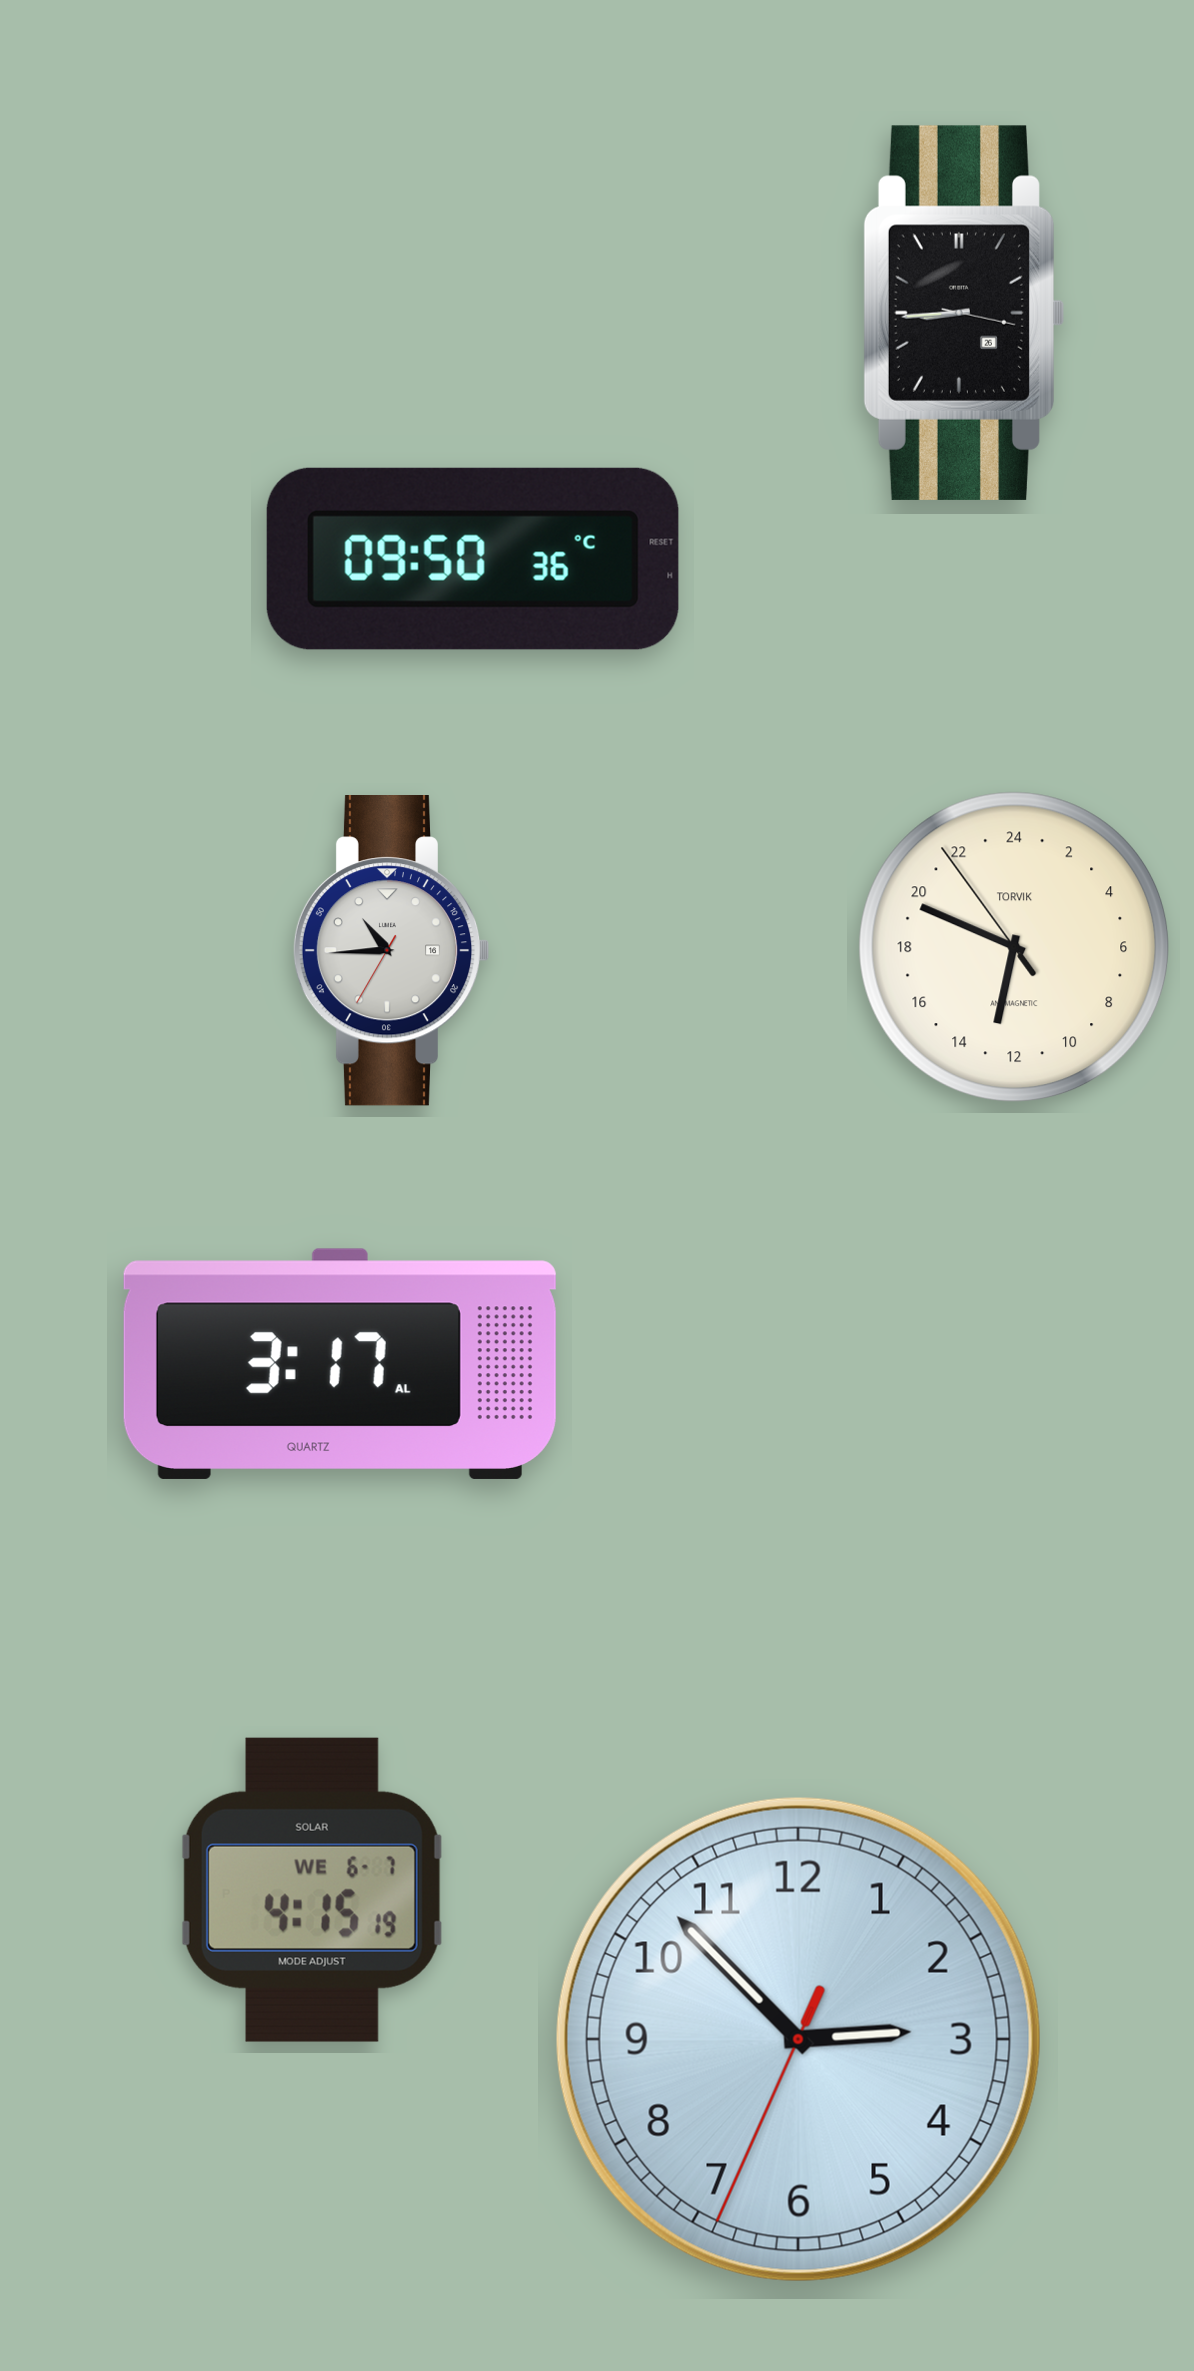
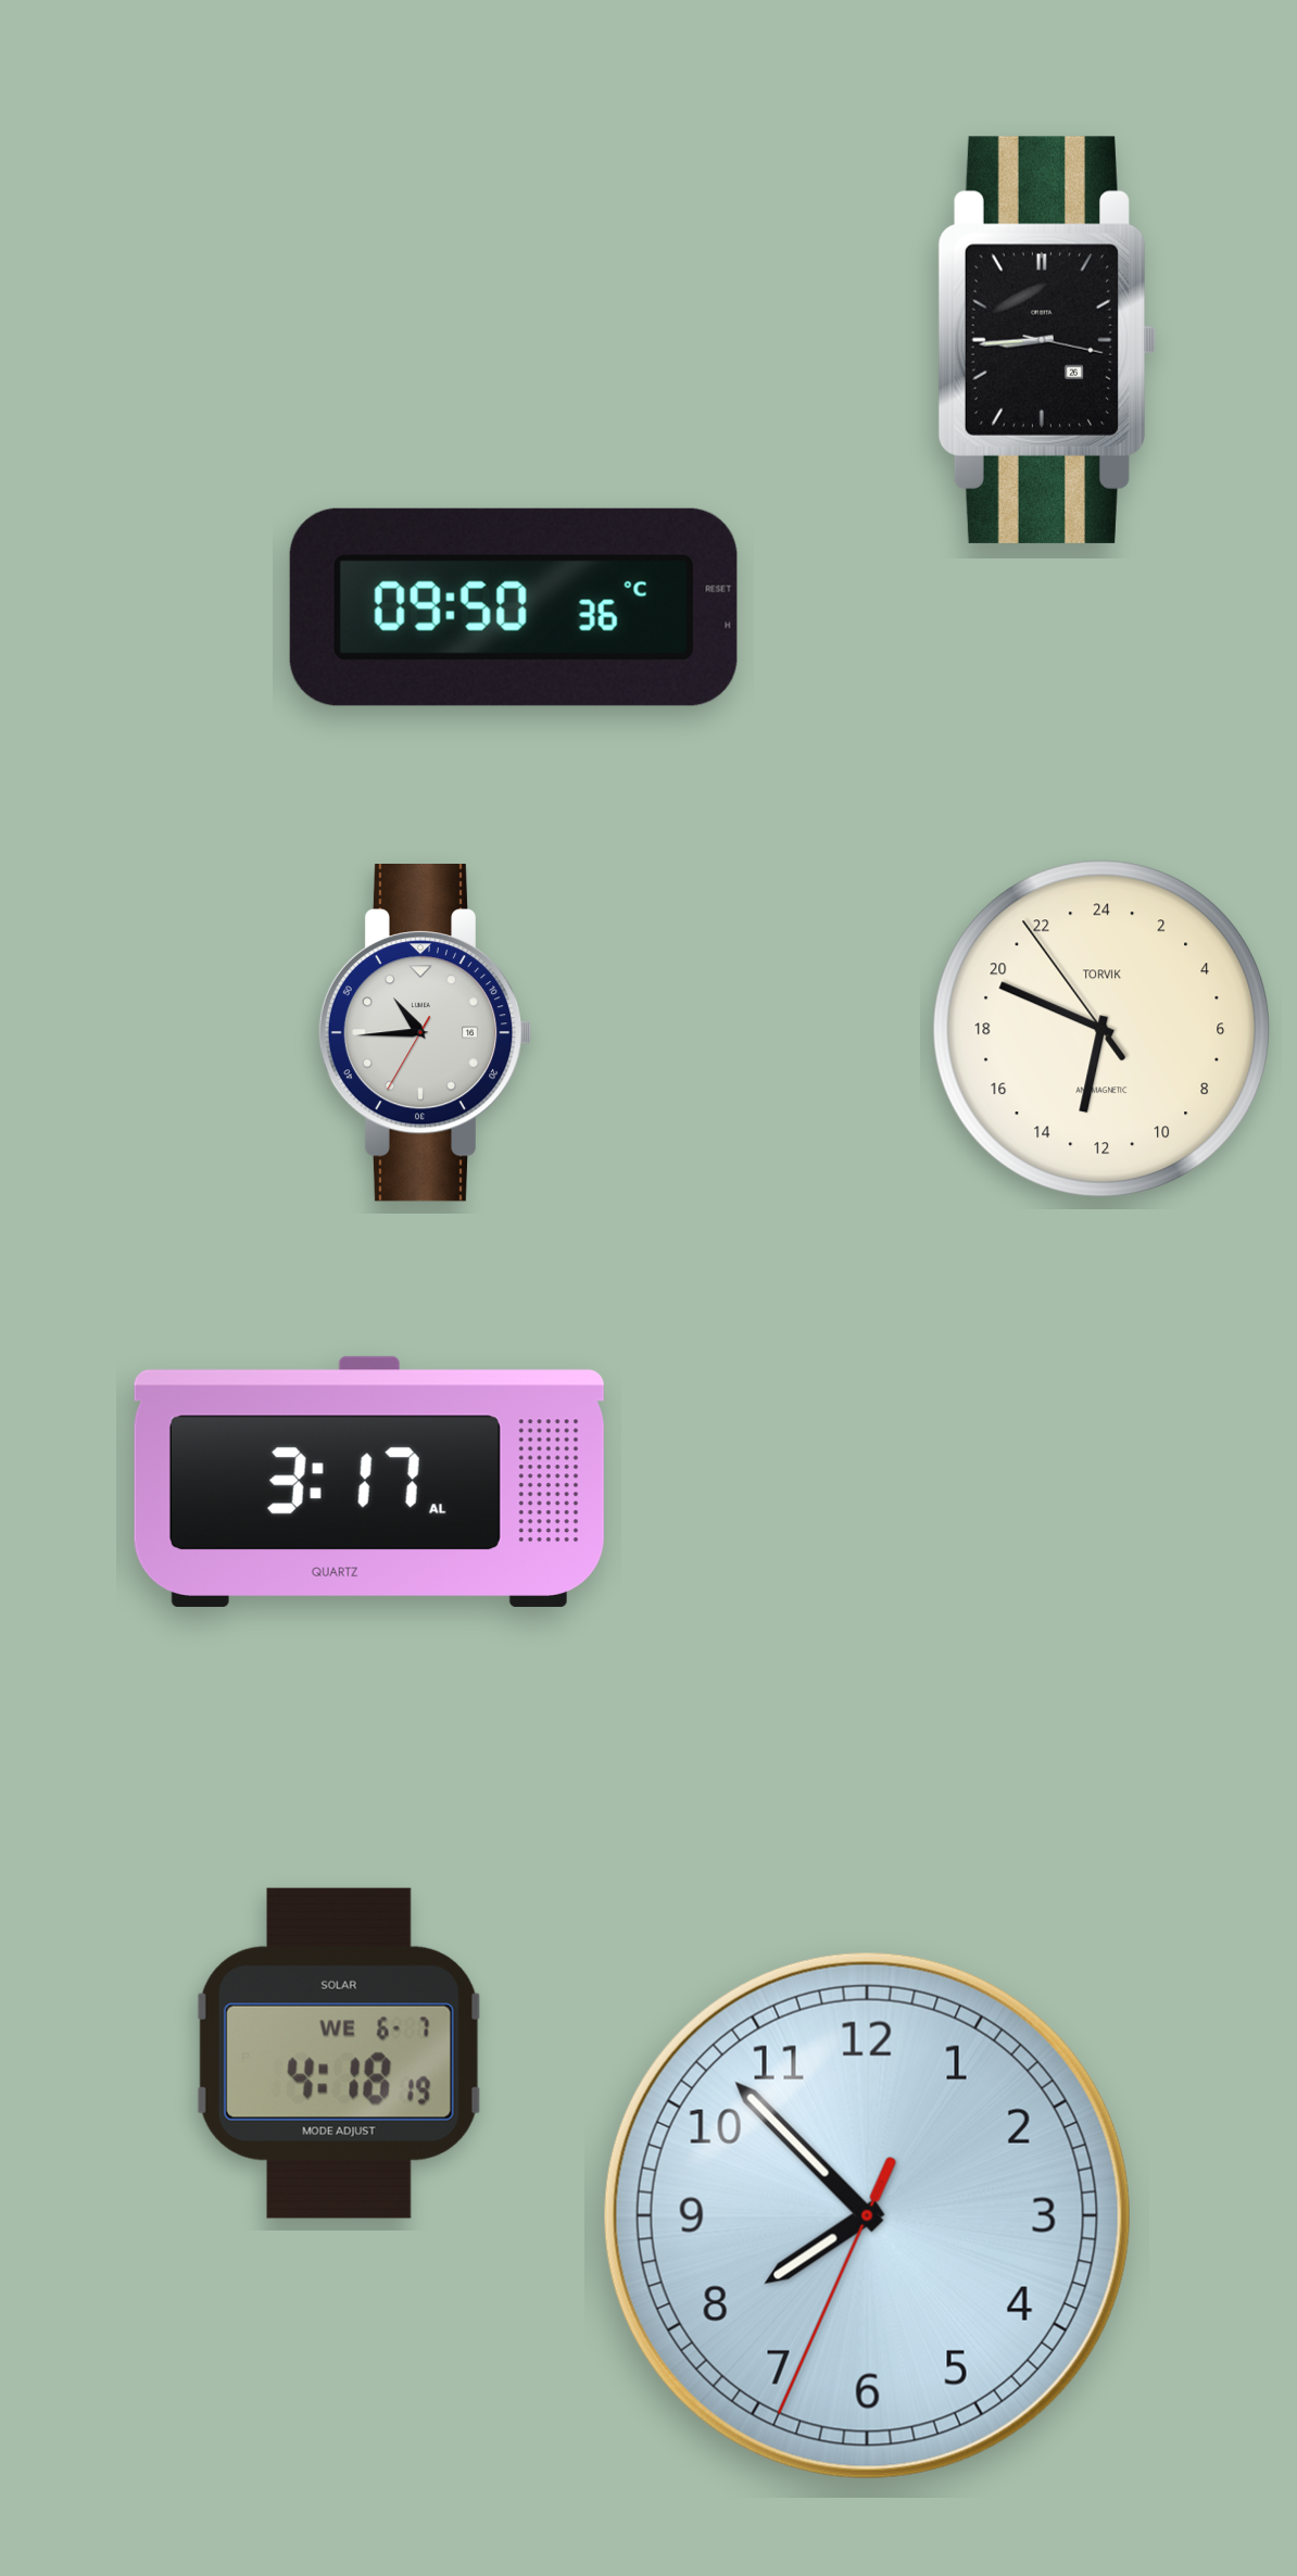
clock at (312, 1890): 4:15 -> 4:18
clock at (798, 2039): 2:52 -> 7:52
